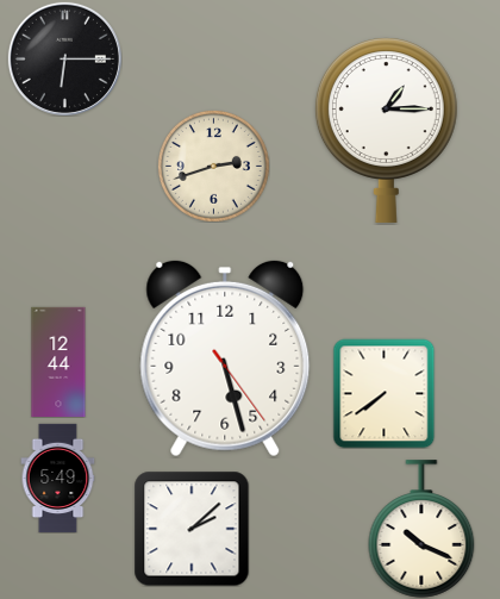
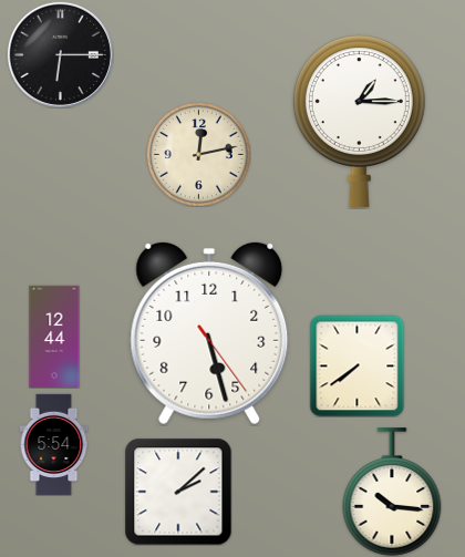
clock at (213, 166): 2:42 -> 12:13
clock at (58, 478): 5:49 -> 5:54
clock at (421, 529): 10:19 -> 10:16
